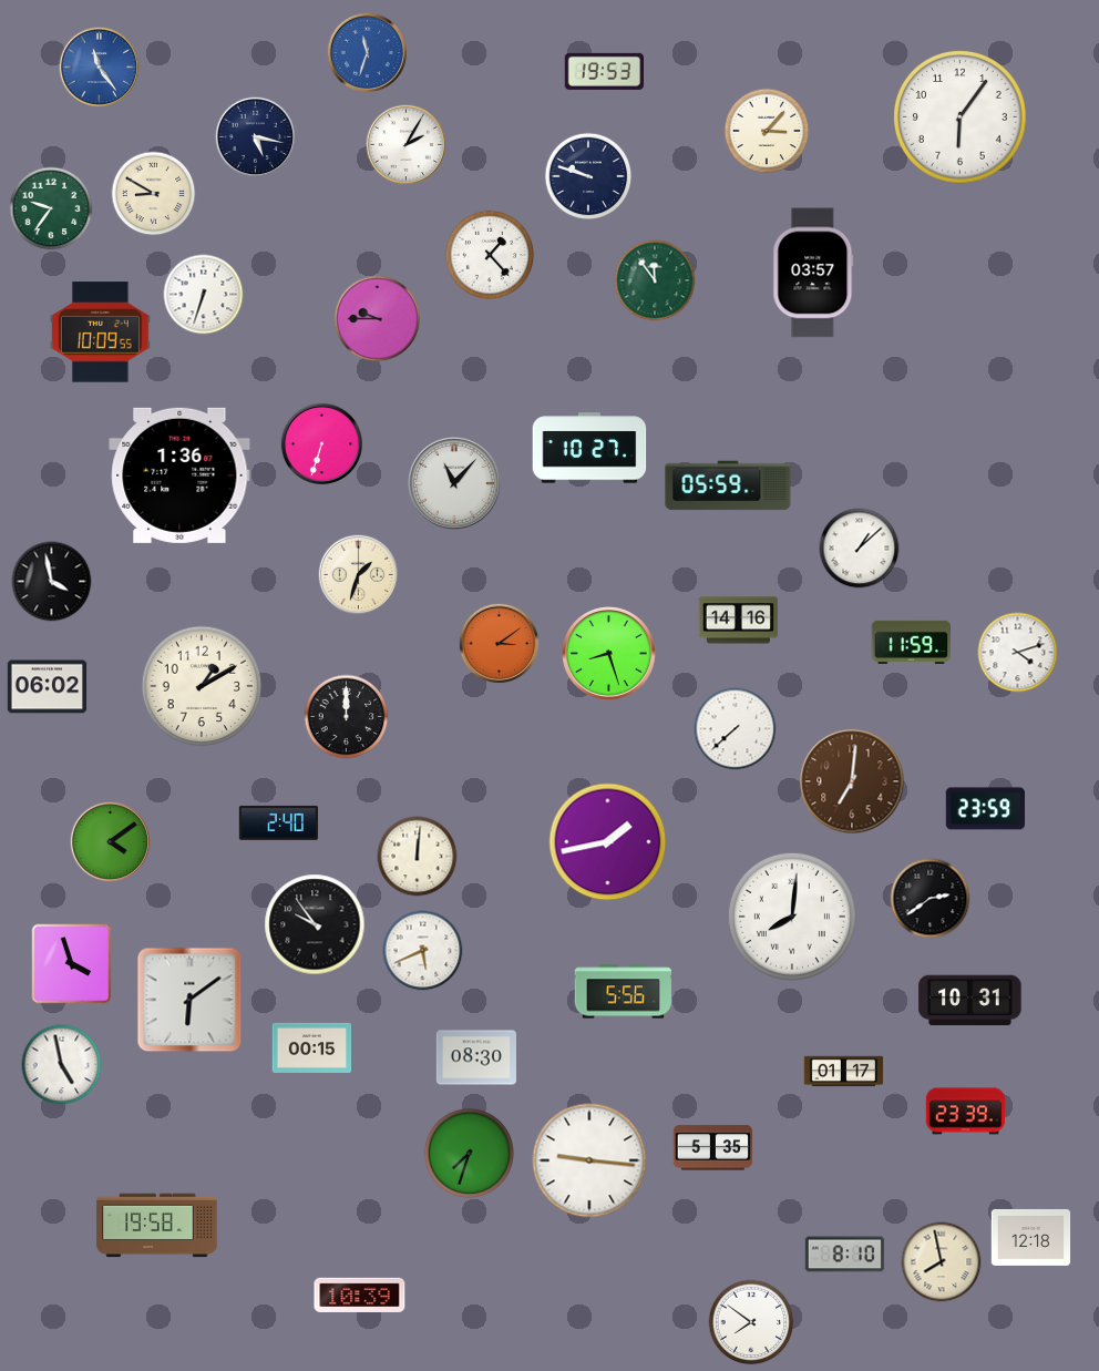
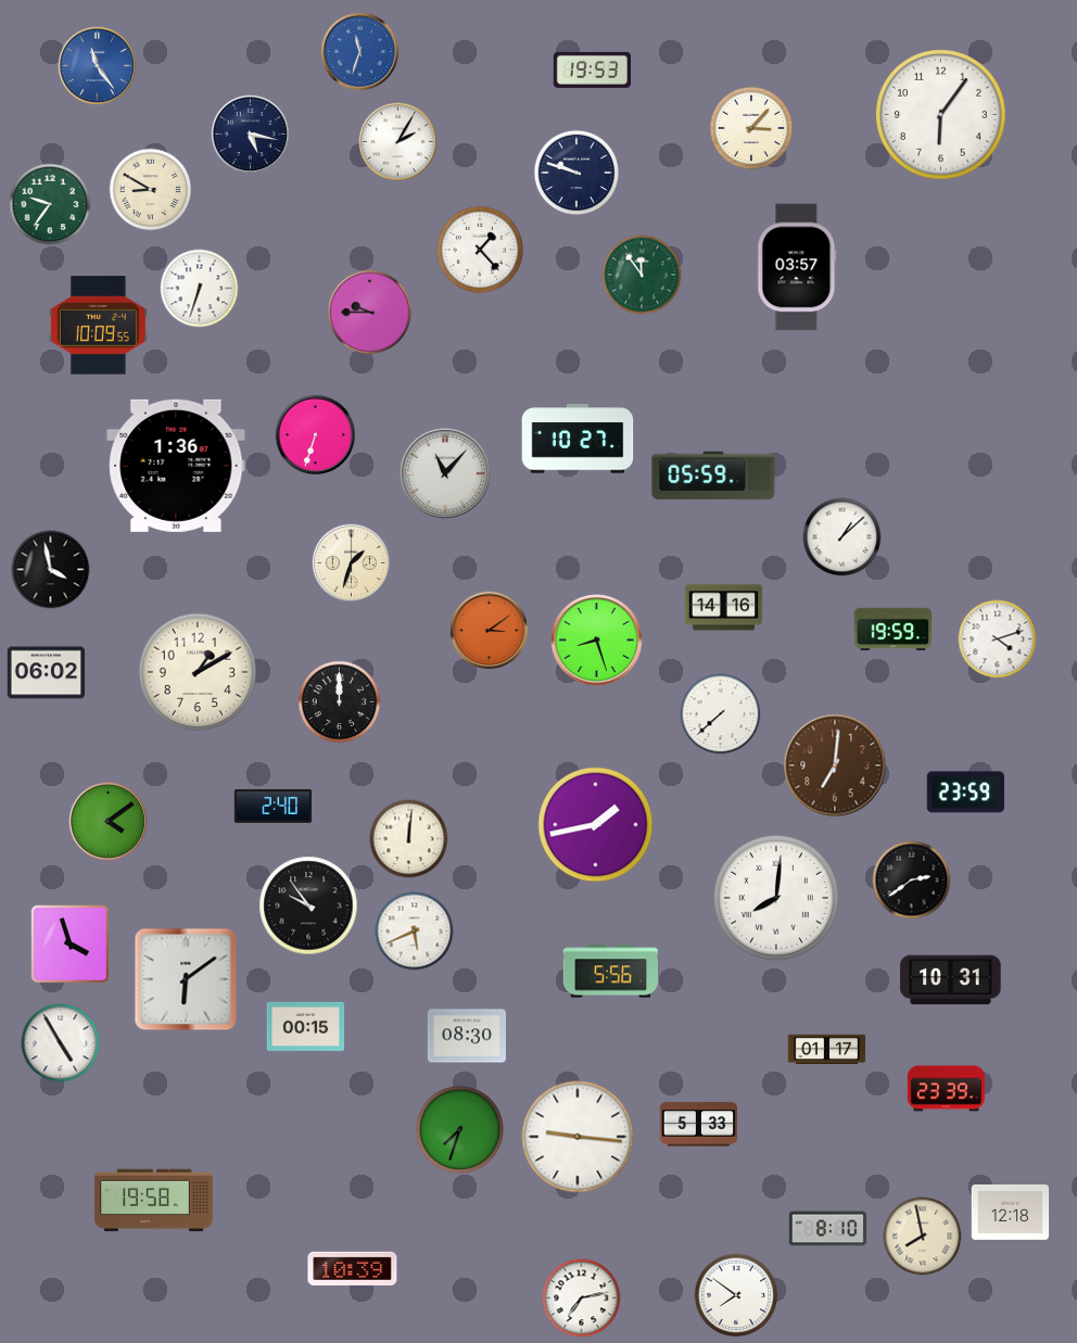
clock at (911, 642): 11:59 -> 19:59
clock at (111, 842) position: (111, 842) -> (109, 822)
clock at (62, 1065): 4:58 -> 4:55
clock at (713, 1148): 5:35 -> 5:33
clock at (582, 1298): none -> 7:13
